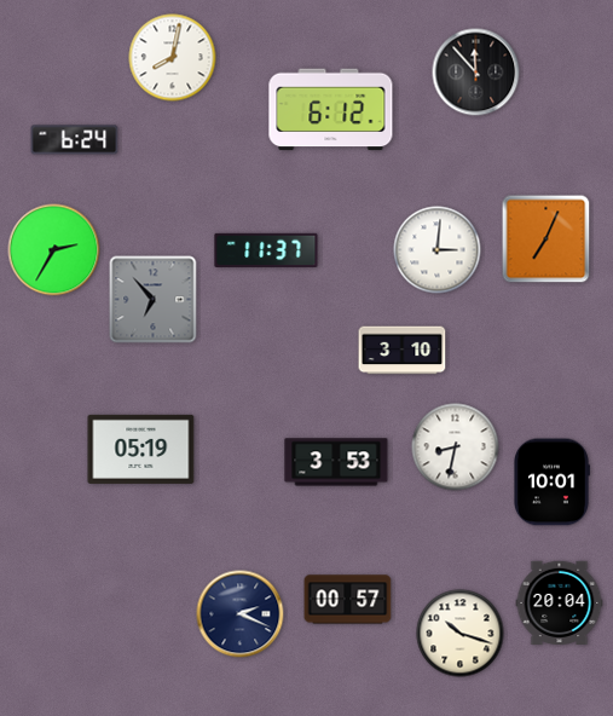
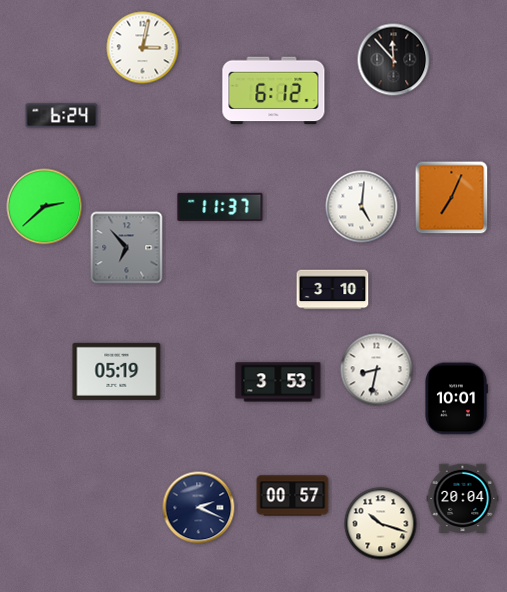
clock at (173, 58): 8:02 -> 3:02
clock at (54, 250): 2:35 -> 2:38
clock at (438, 250): 3:01 -> 5:01
clock at (348, 600) position: (348, 600) -> (293, 496)
